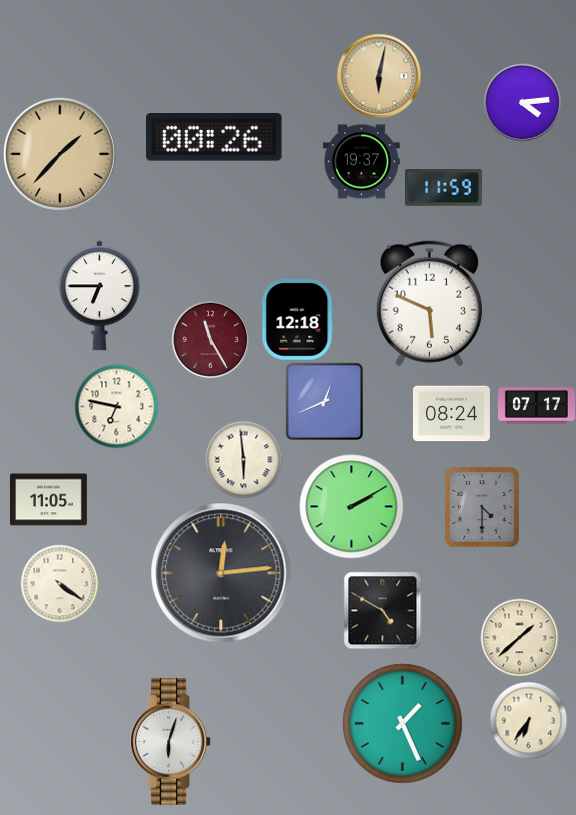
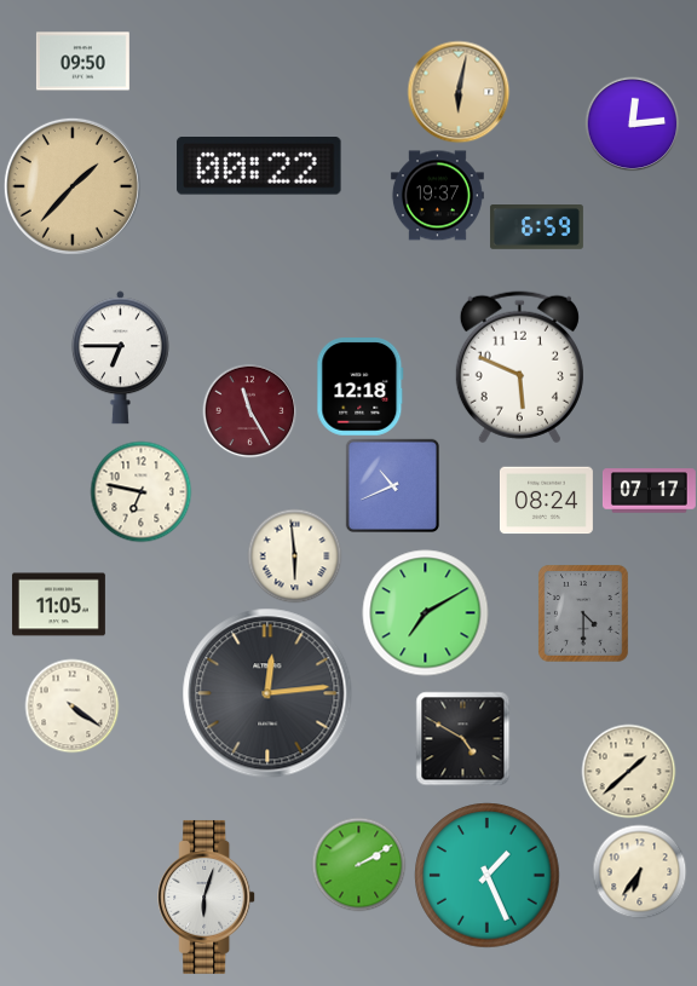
clock at (82, 62): none -> 09:50
clock at (522, 102): 4:14 -> 12:14
clock at (214, 138): 00:26 -> 00:22
clock at (443, 188): 11:59 -> 6:59
clock at (210, 339) position: (210, 339) -> (249, 410)
clock at (324, 401): 12:41 -> 10:41
clock at (352, 507): 2:10 -> 7:10
clock at (358, 864): none -> 2:10
